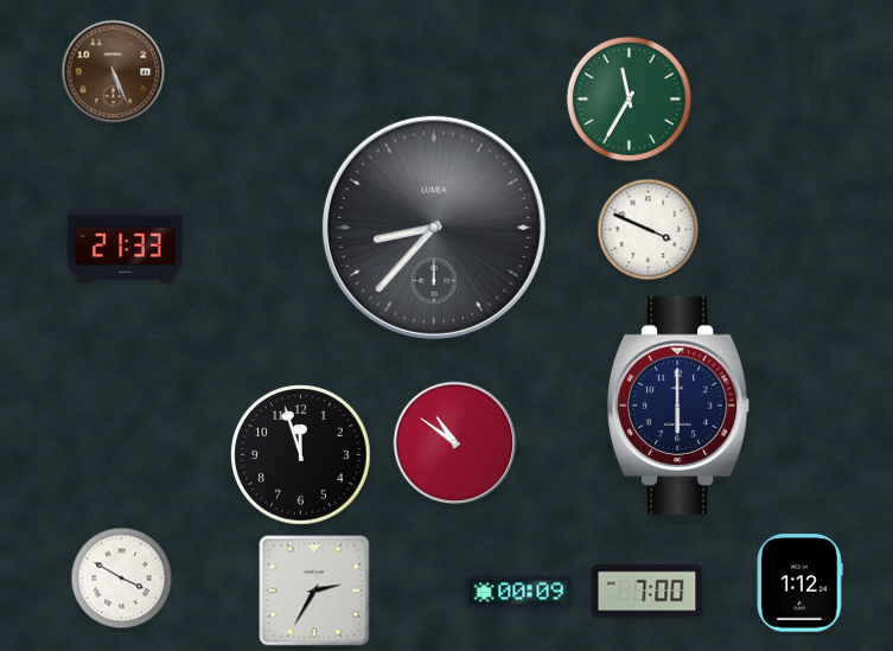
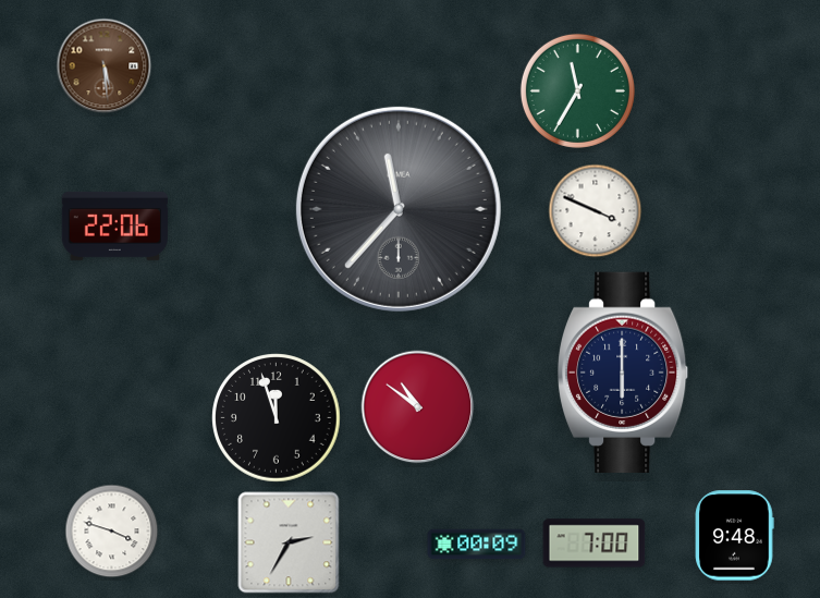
clock at (114, 72): 5:26 -> 5:29
clock at (434, 228): 8:37 -> 11:37
clock at (125, 245): 21:33 -> 22:06
clock at (122, 579): 3:50 -> 3:48
clock at (799, 583): 1:12 -> 9:48
